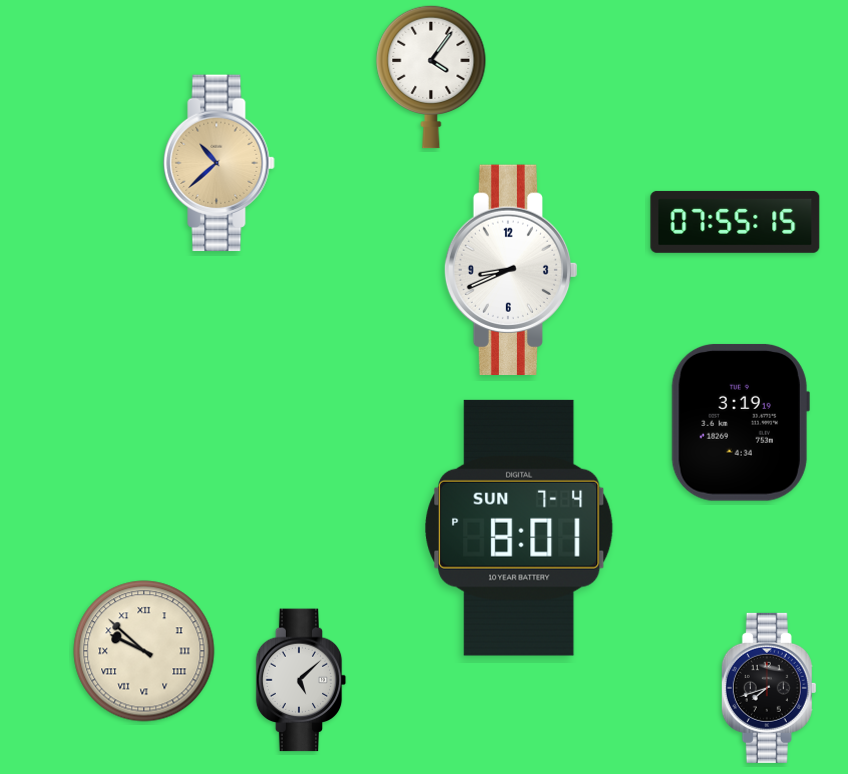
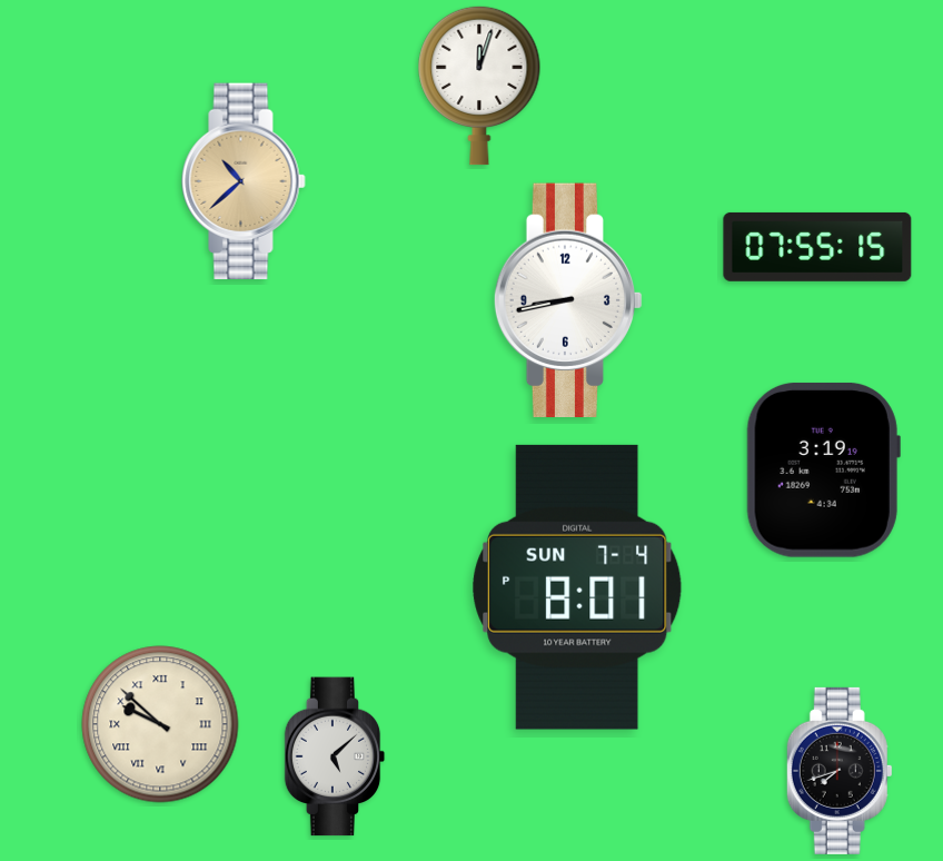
clock at (431, 77): 4:06 -> 12:03
clock at (511, 269): 8:41 -> 8:43
clock at (769, 688) position: (769, 688) -> (840, 771)
